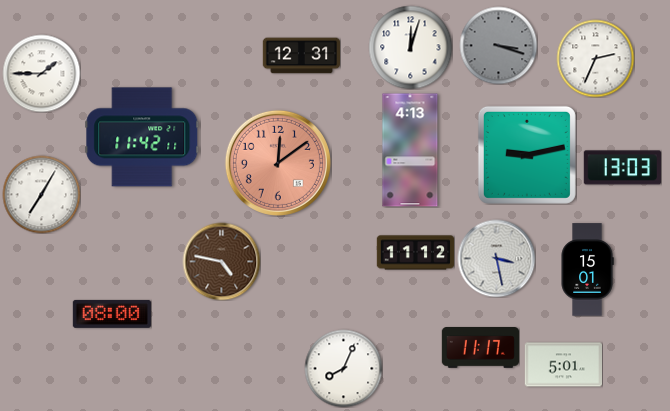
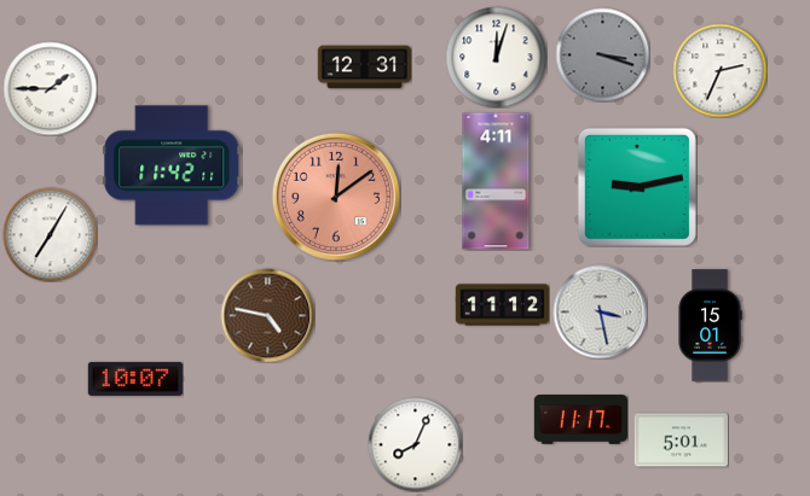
clock at (410, 150): 4:13 -> 4:11
clock at (622, 168): 13:03 -> none
clock at (112, 314): 08:00 -> 10:07
